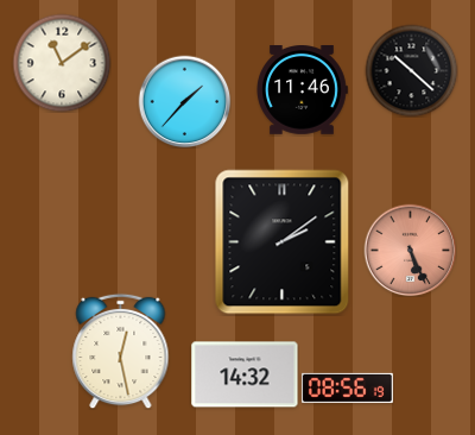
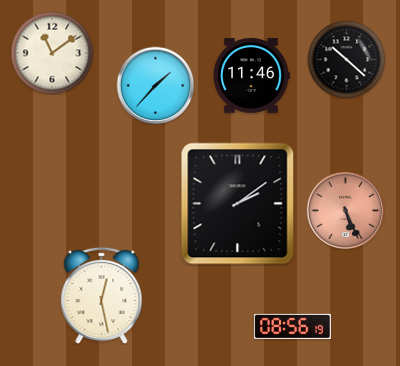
clock at (302, 90) position: (302, 90) -> (251, 76)
clock at (245, 374): 14:32 -> none
